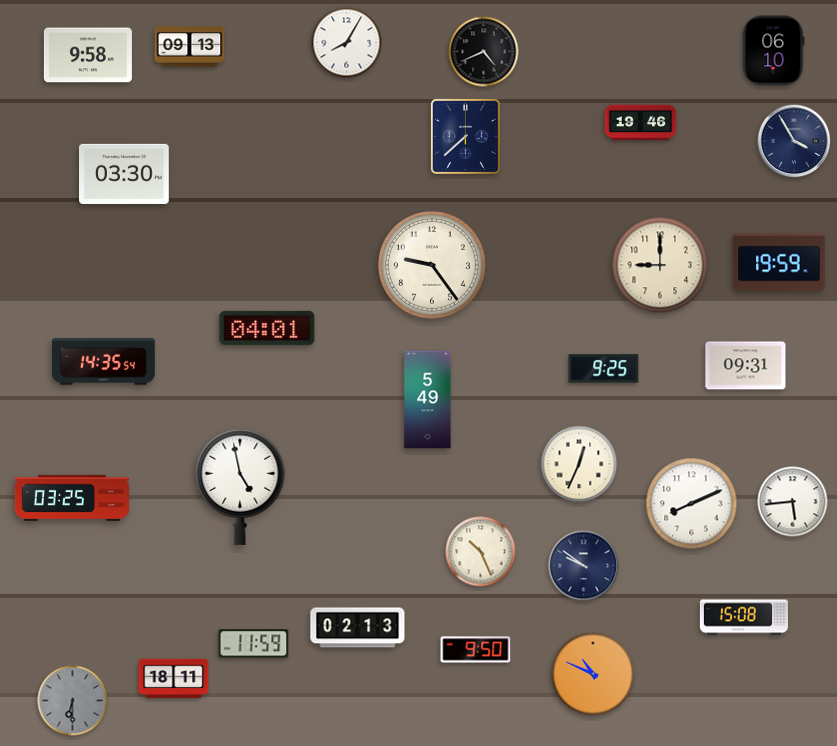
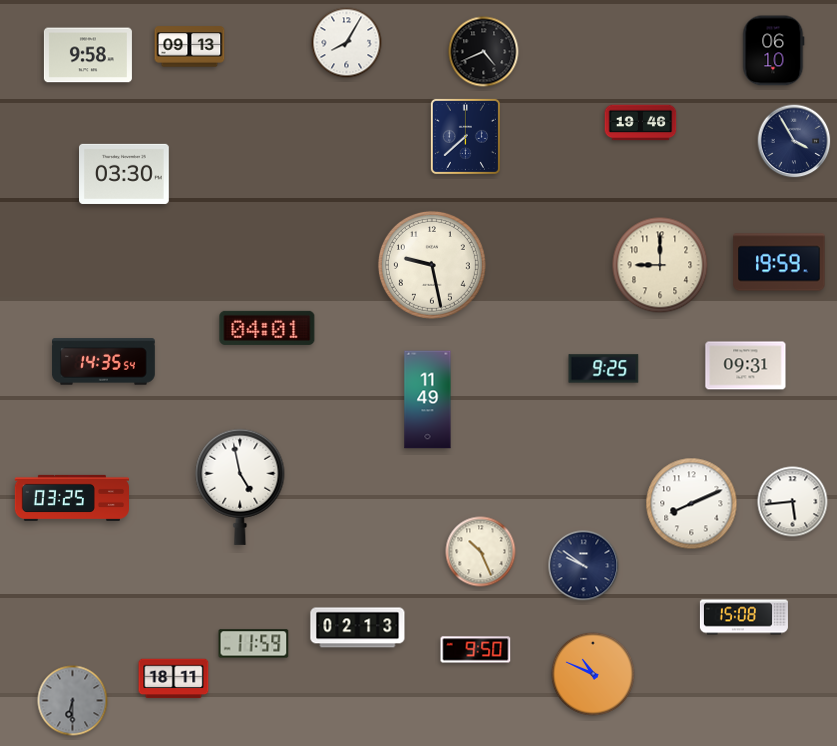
clock at (432, 265): 9:24 -> 9:28
clock at (428, 400): 5:49 -> 11:49
clock at (579, 464): 12:34 -> none
